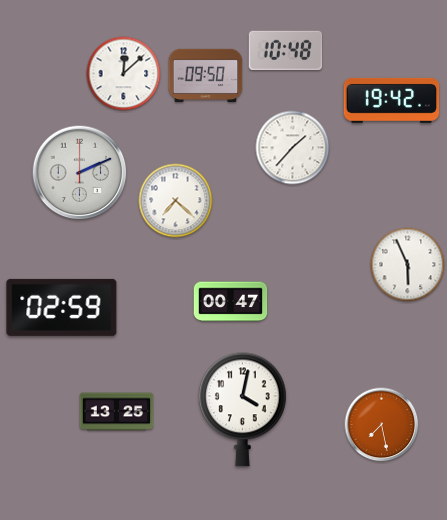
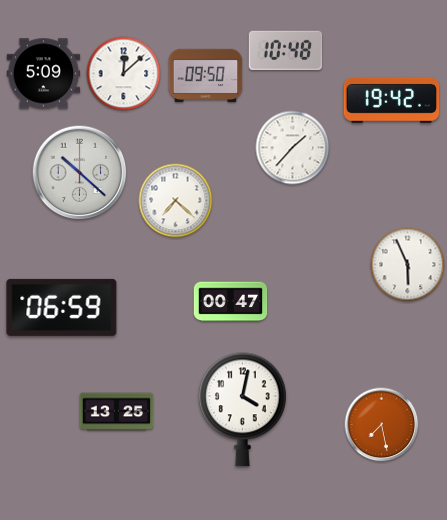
clock at (44, 74): none -> 5:09
clock at (80, 173): 2:11 -> 10:22
clock at (62, 307): 02:59 -> 06:59
